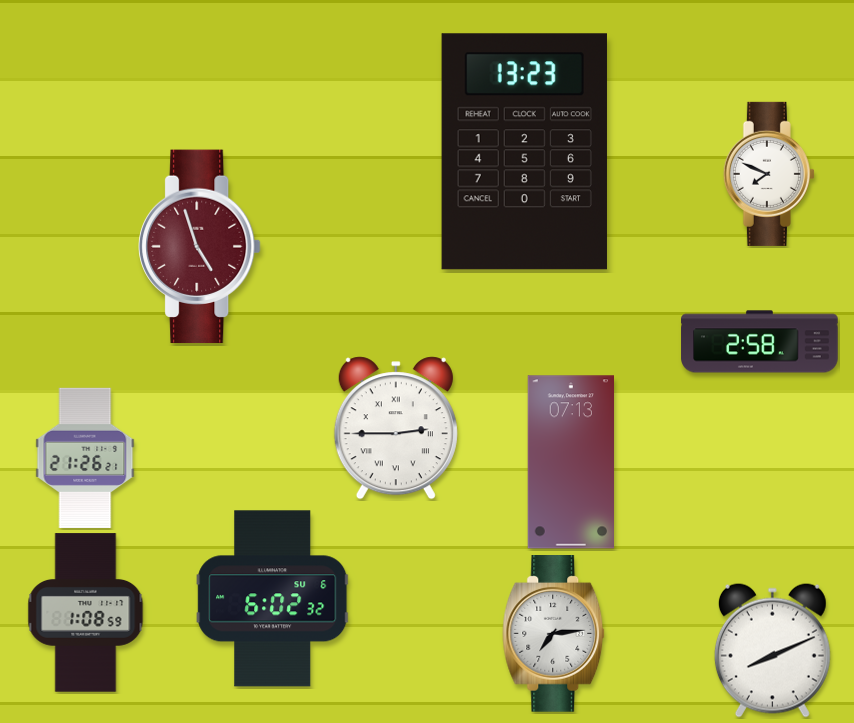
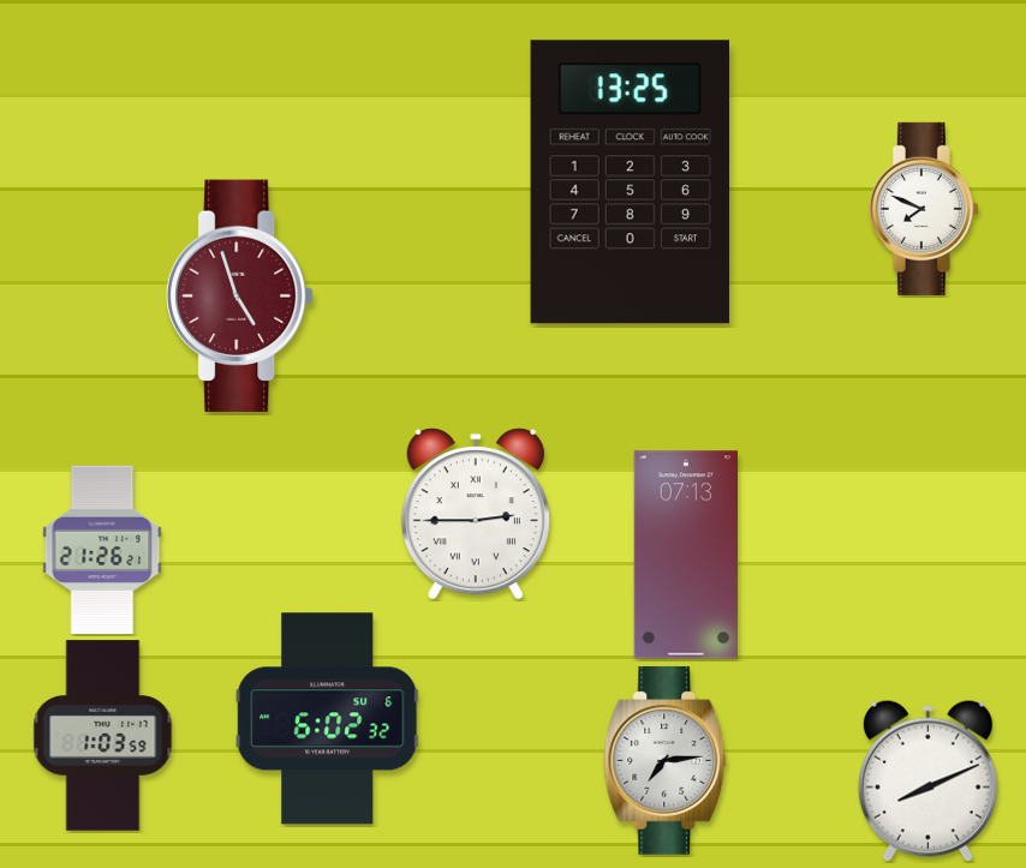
clock at (524, 152): 13:23 -> 13:25
clock at (760, 342): 2:58 -> none
clock at (86, 613): 1:08 -> 1:03
